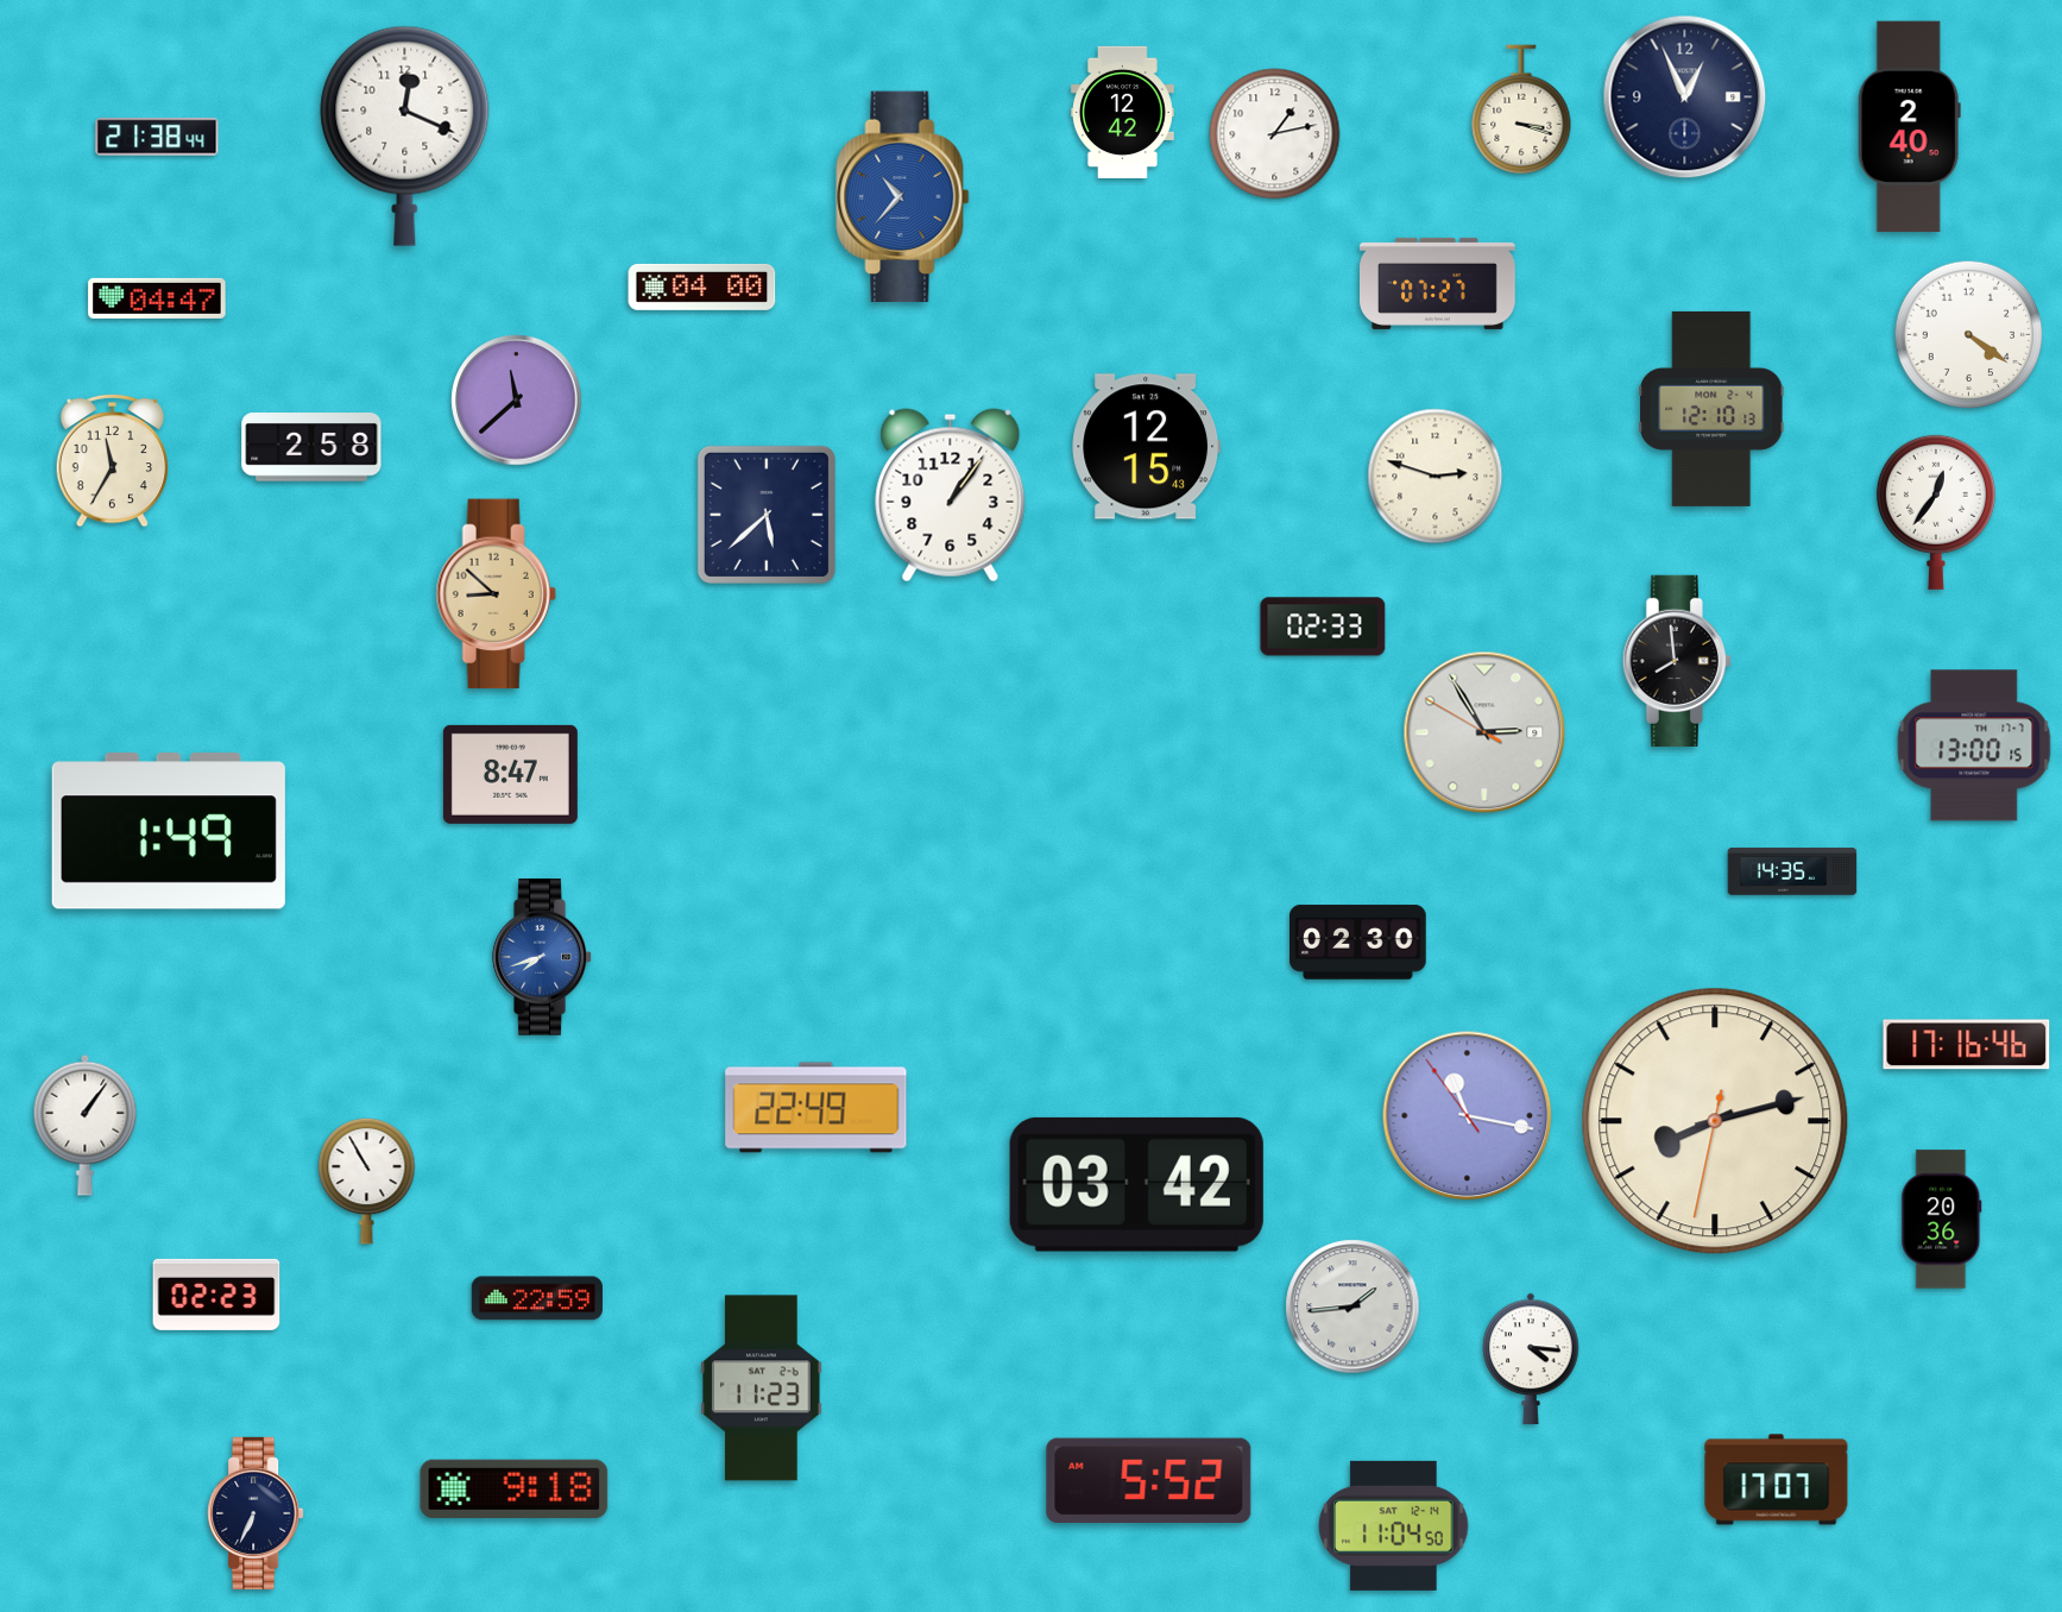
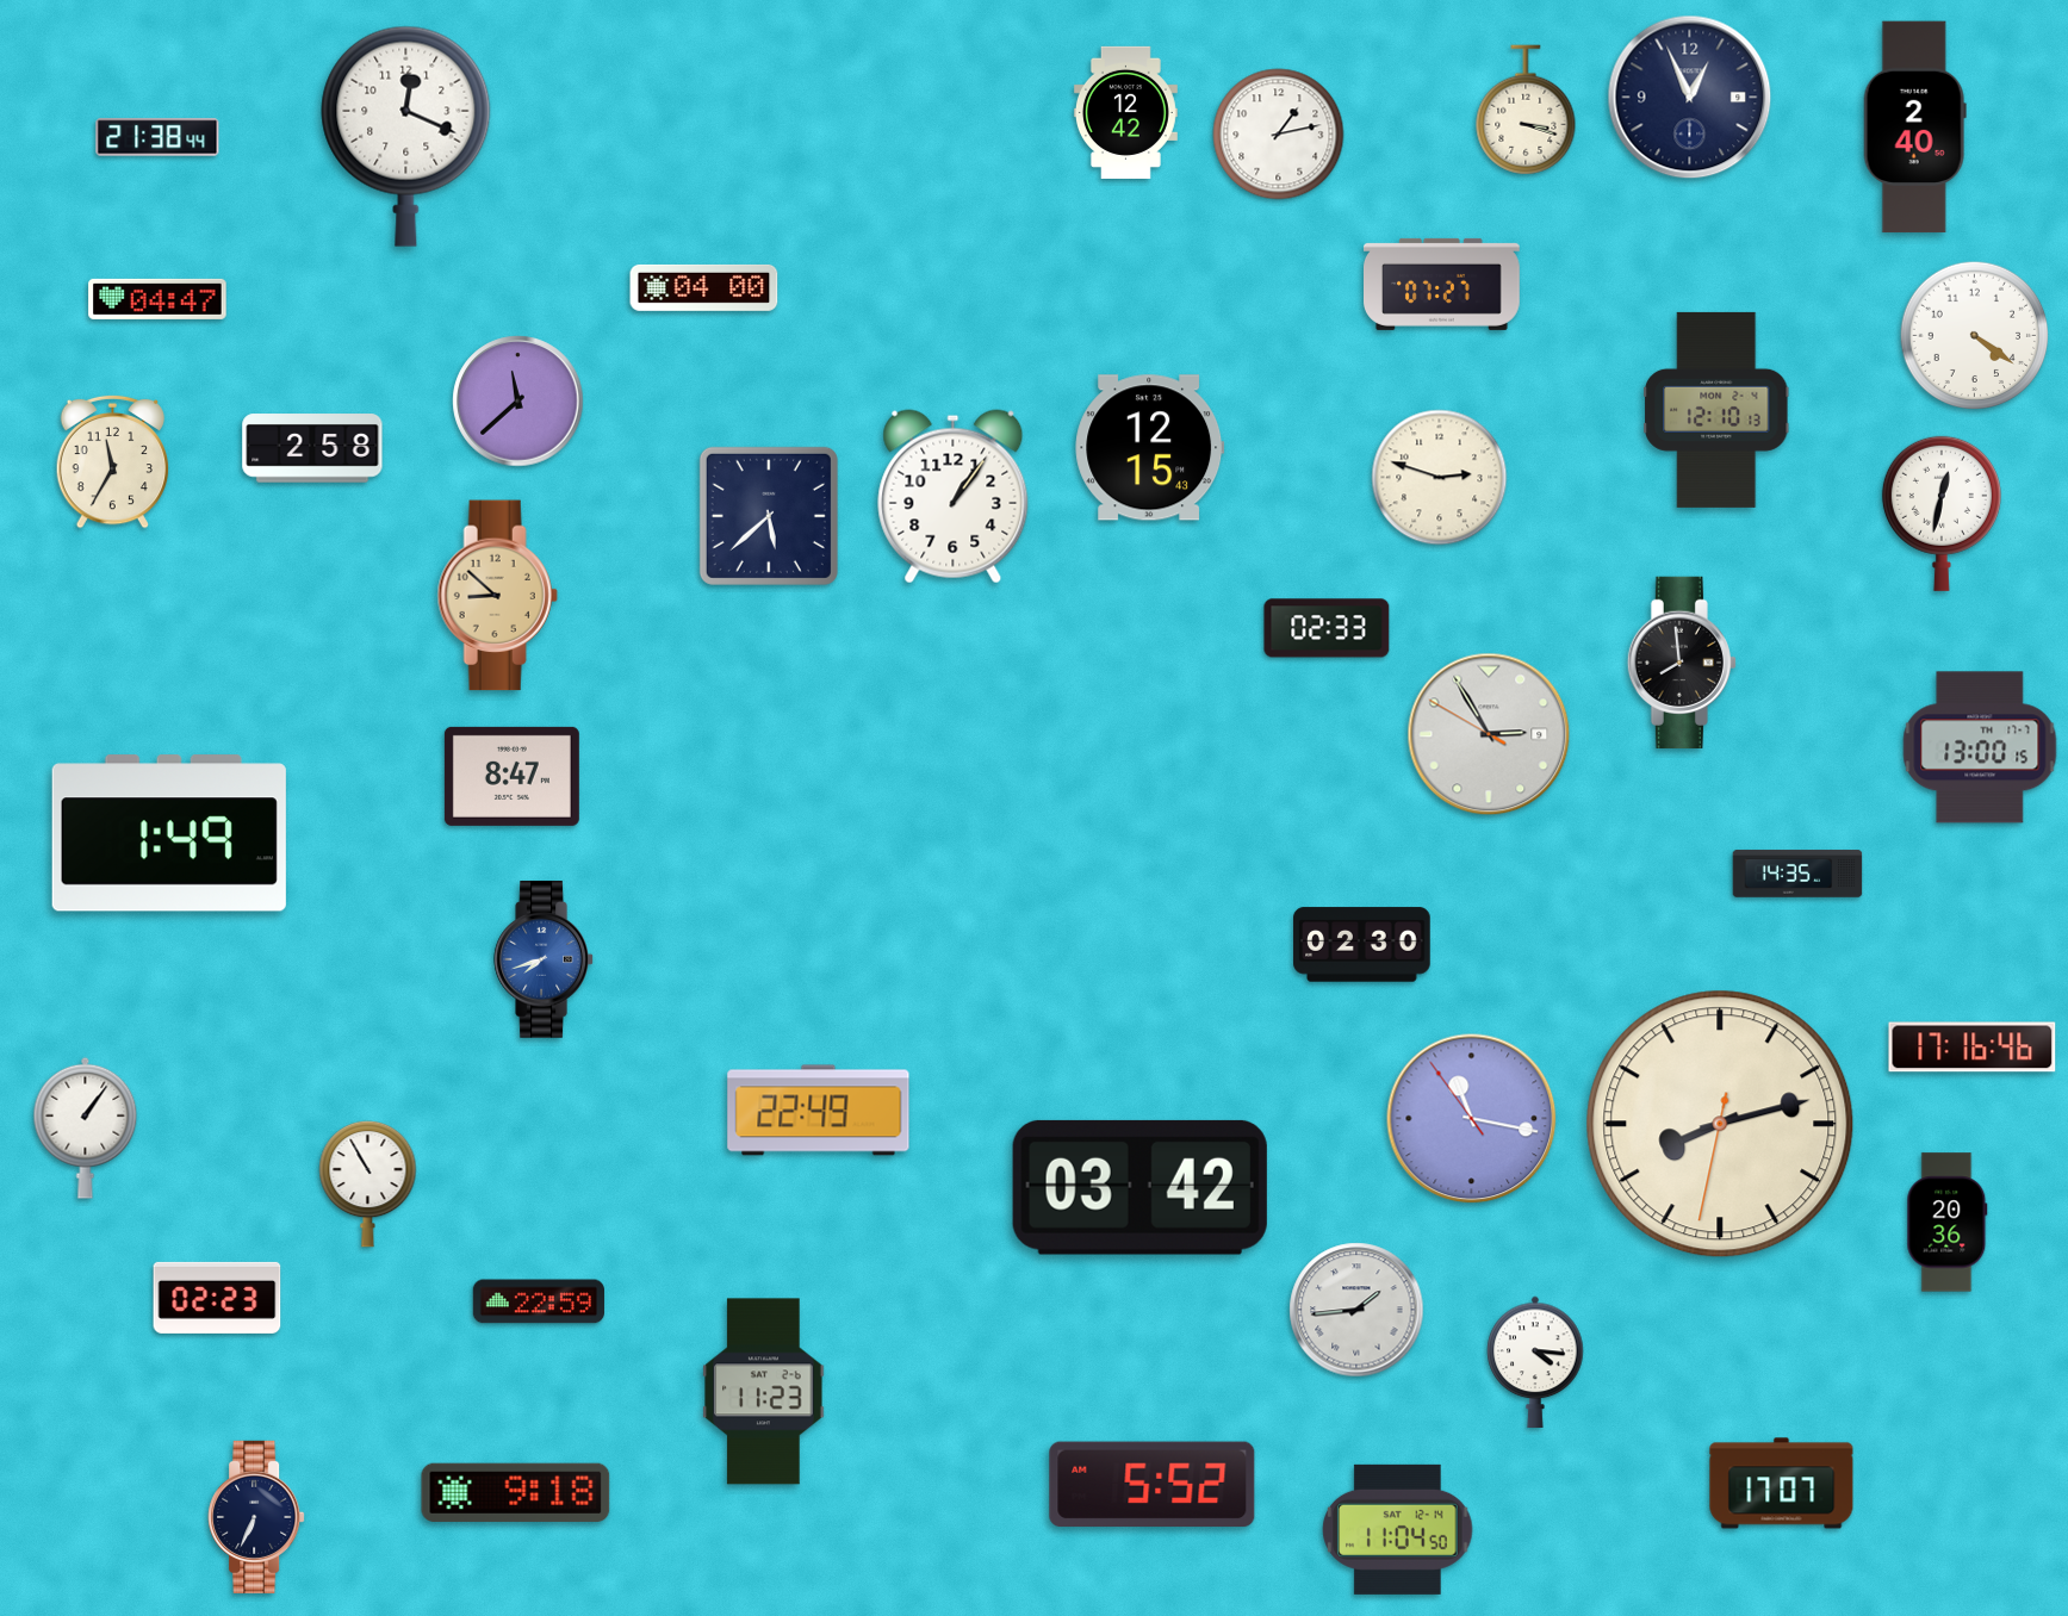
clock at (903, 197): 10:37 -> none
clock at (1936, 512): 12:36 -> 12:32
